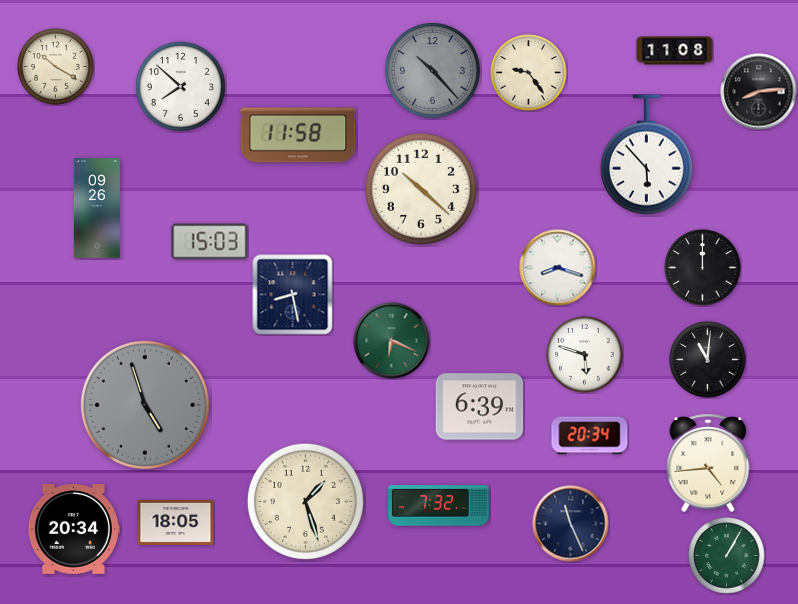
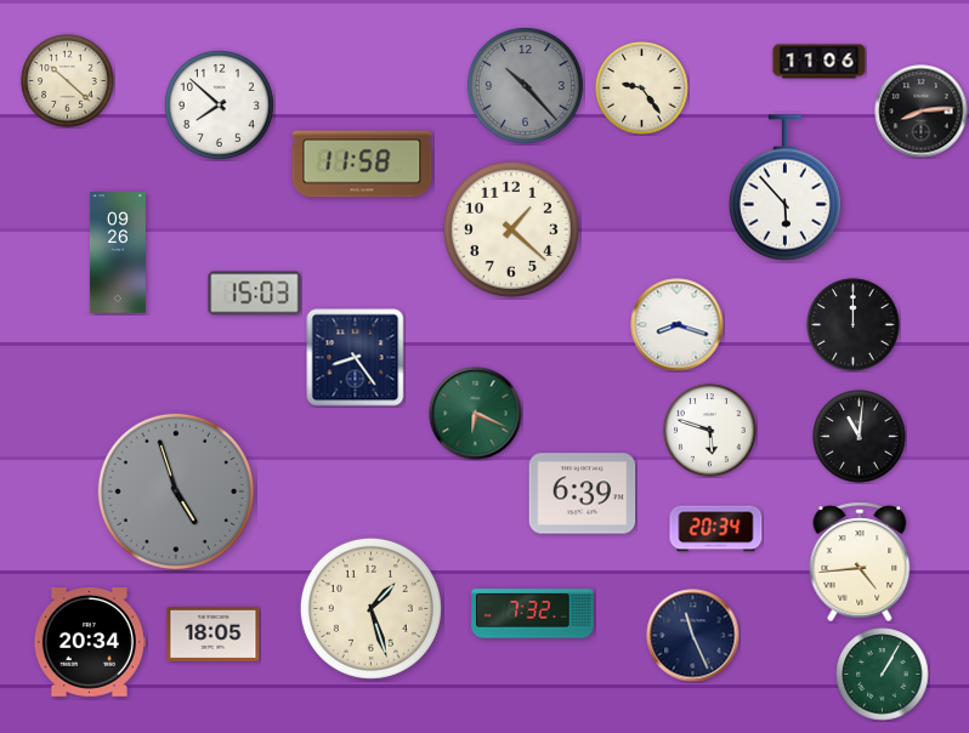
clock at (675, 51): 11:08 -> 11:06
clock at (56, 67): 10:20 -> 10:22
clock at (421, 189): 10:22 -> 1:22
clock at (293, 295): 8:28 -> 8:24
